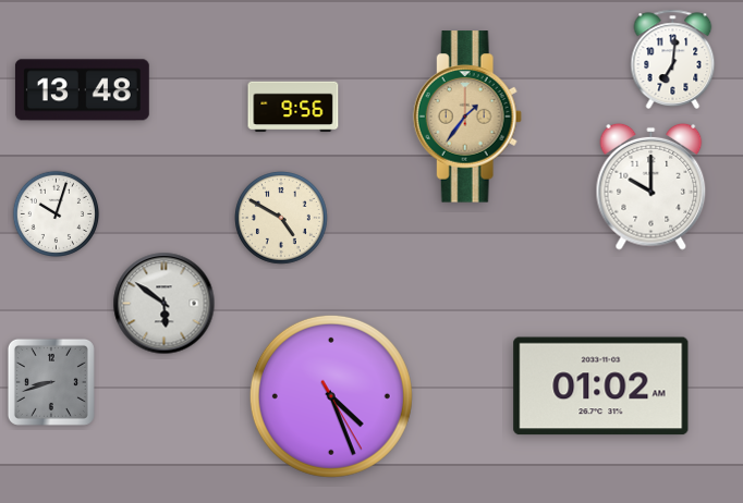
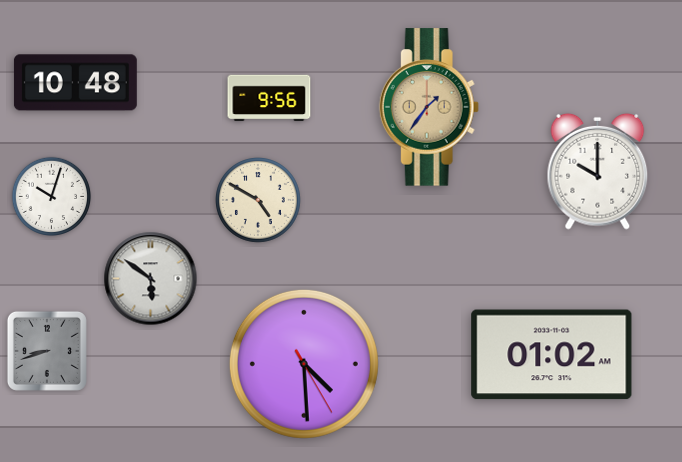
clock at (673, 59): 7:01 -> none
clock at (82, 90): 13:48 -> 10:48
clock at (331, 396): 4:26 -> 4:29
